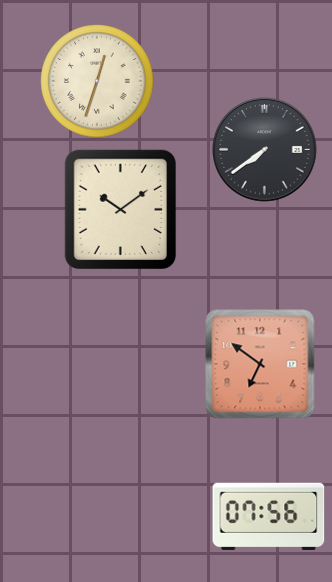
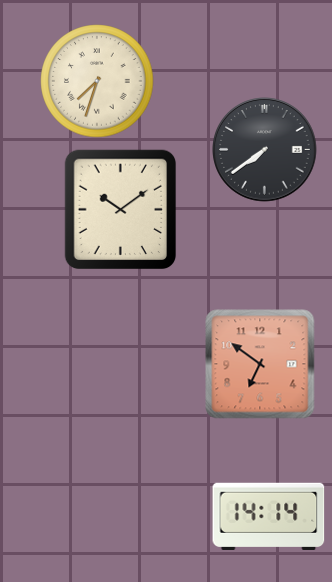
clock at (97, 81): 12:33 -> 7:33
clock at (269, 516): 07:56 -> 14:14
